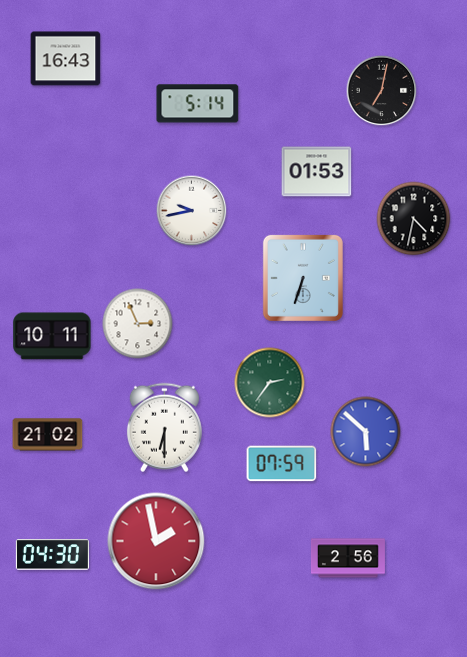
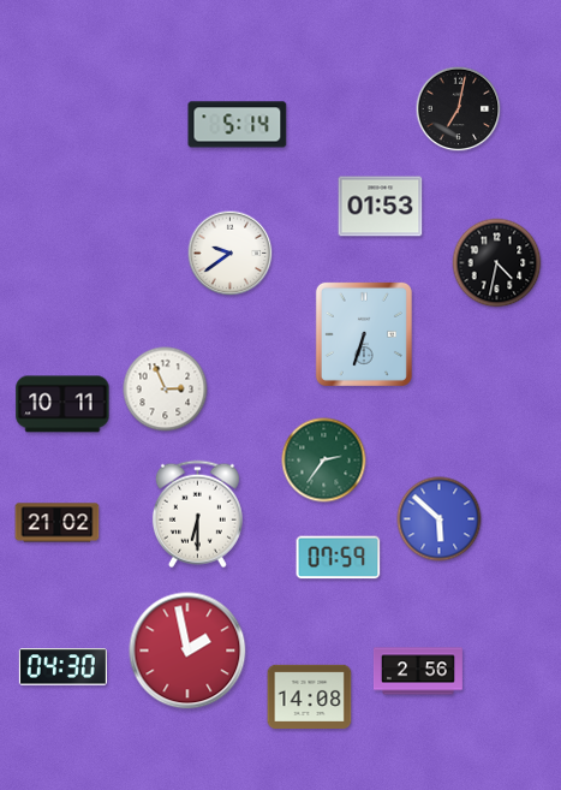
clock at (66, 59): 16:43 -> none
clock at (192, 211): 9:43 -> 9:39
clock at (310, 696): none -> 14:08
